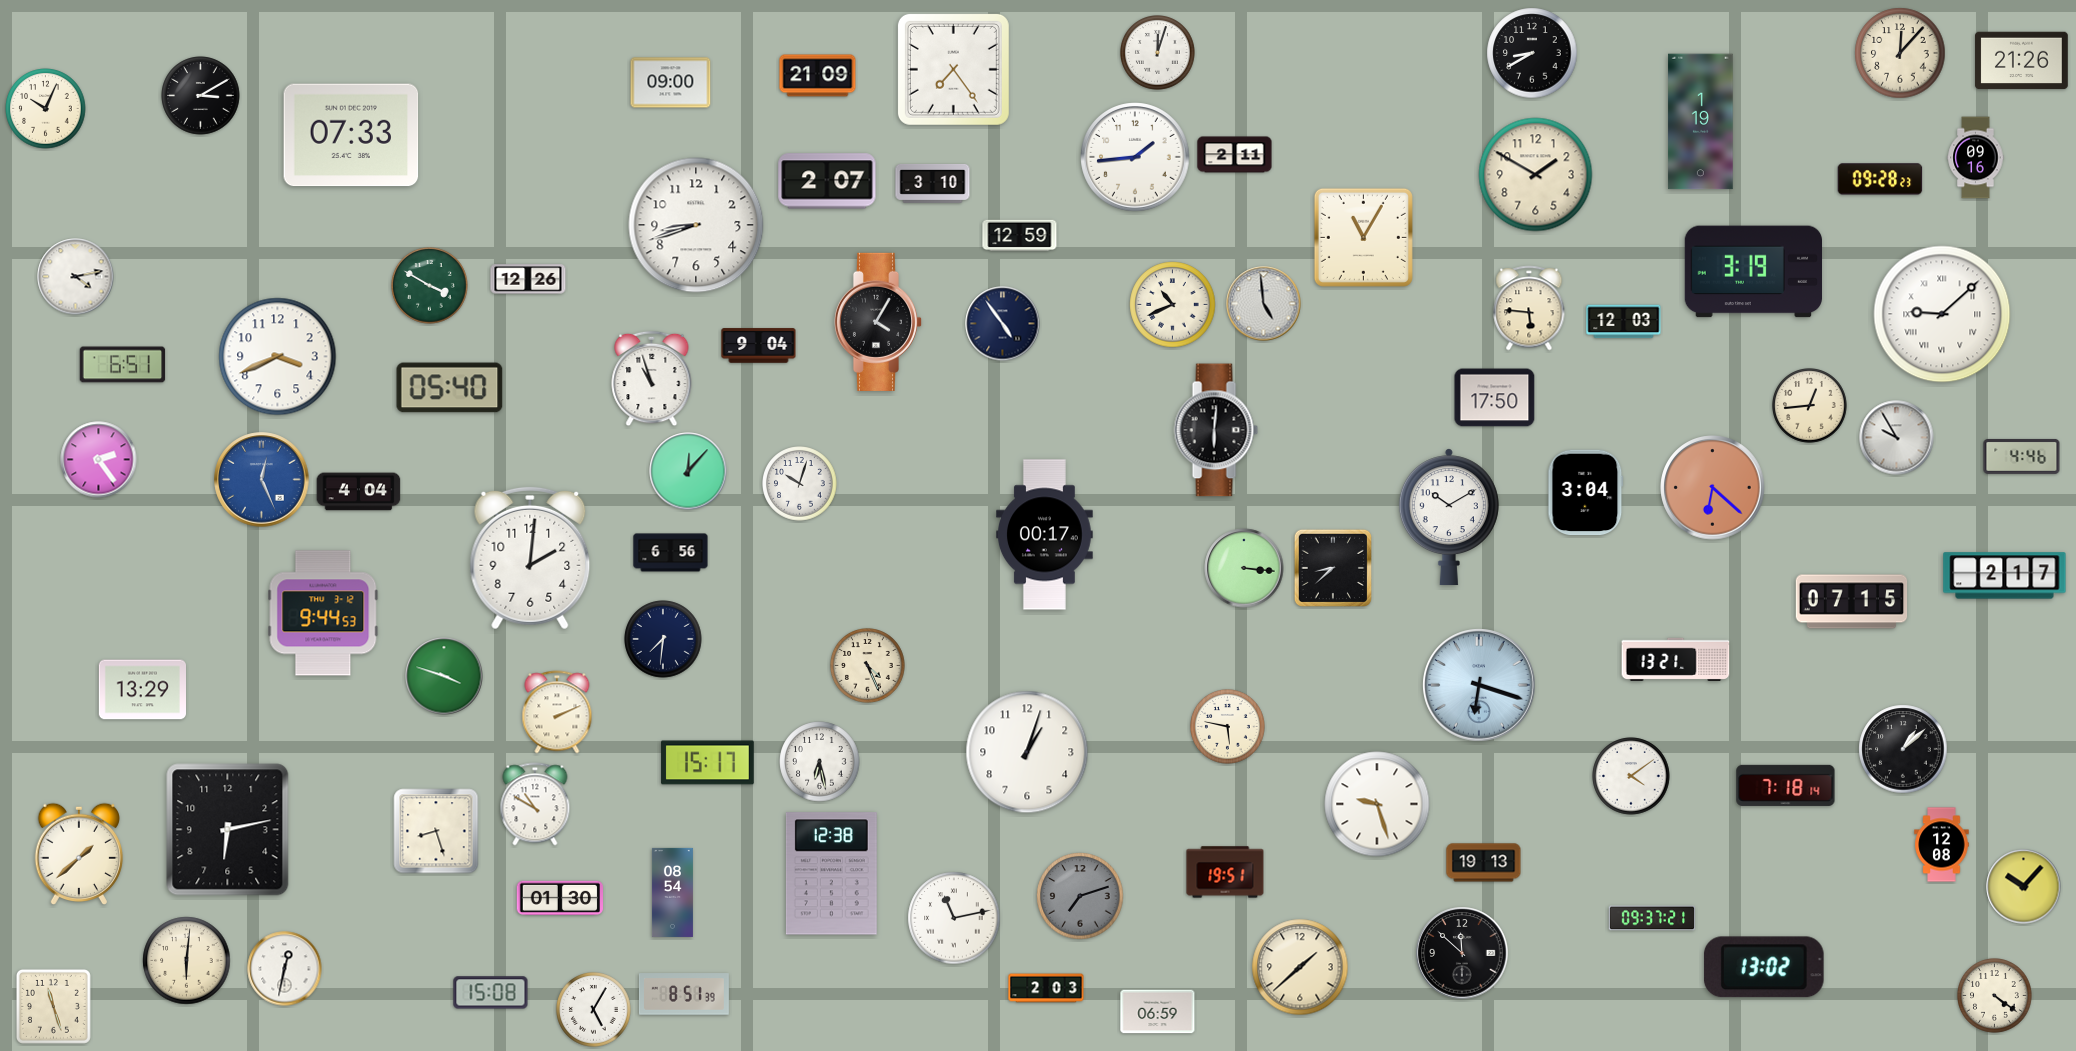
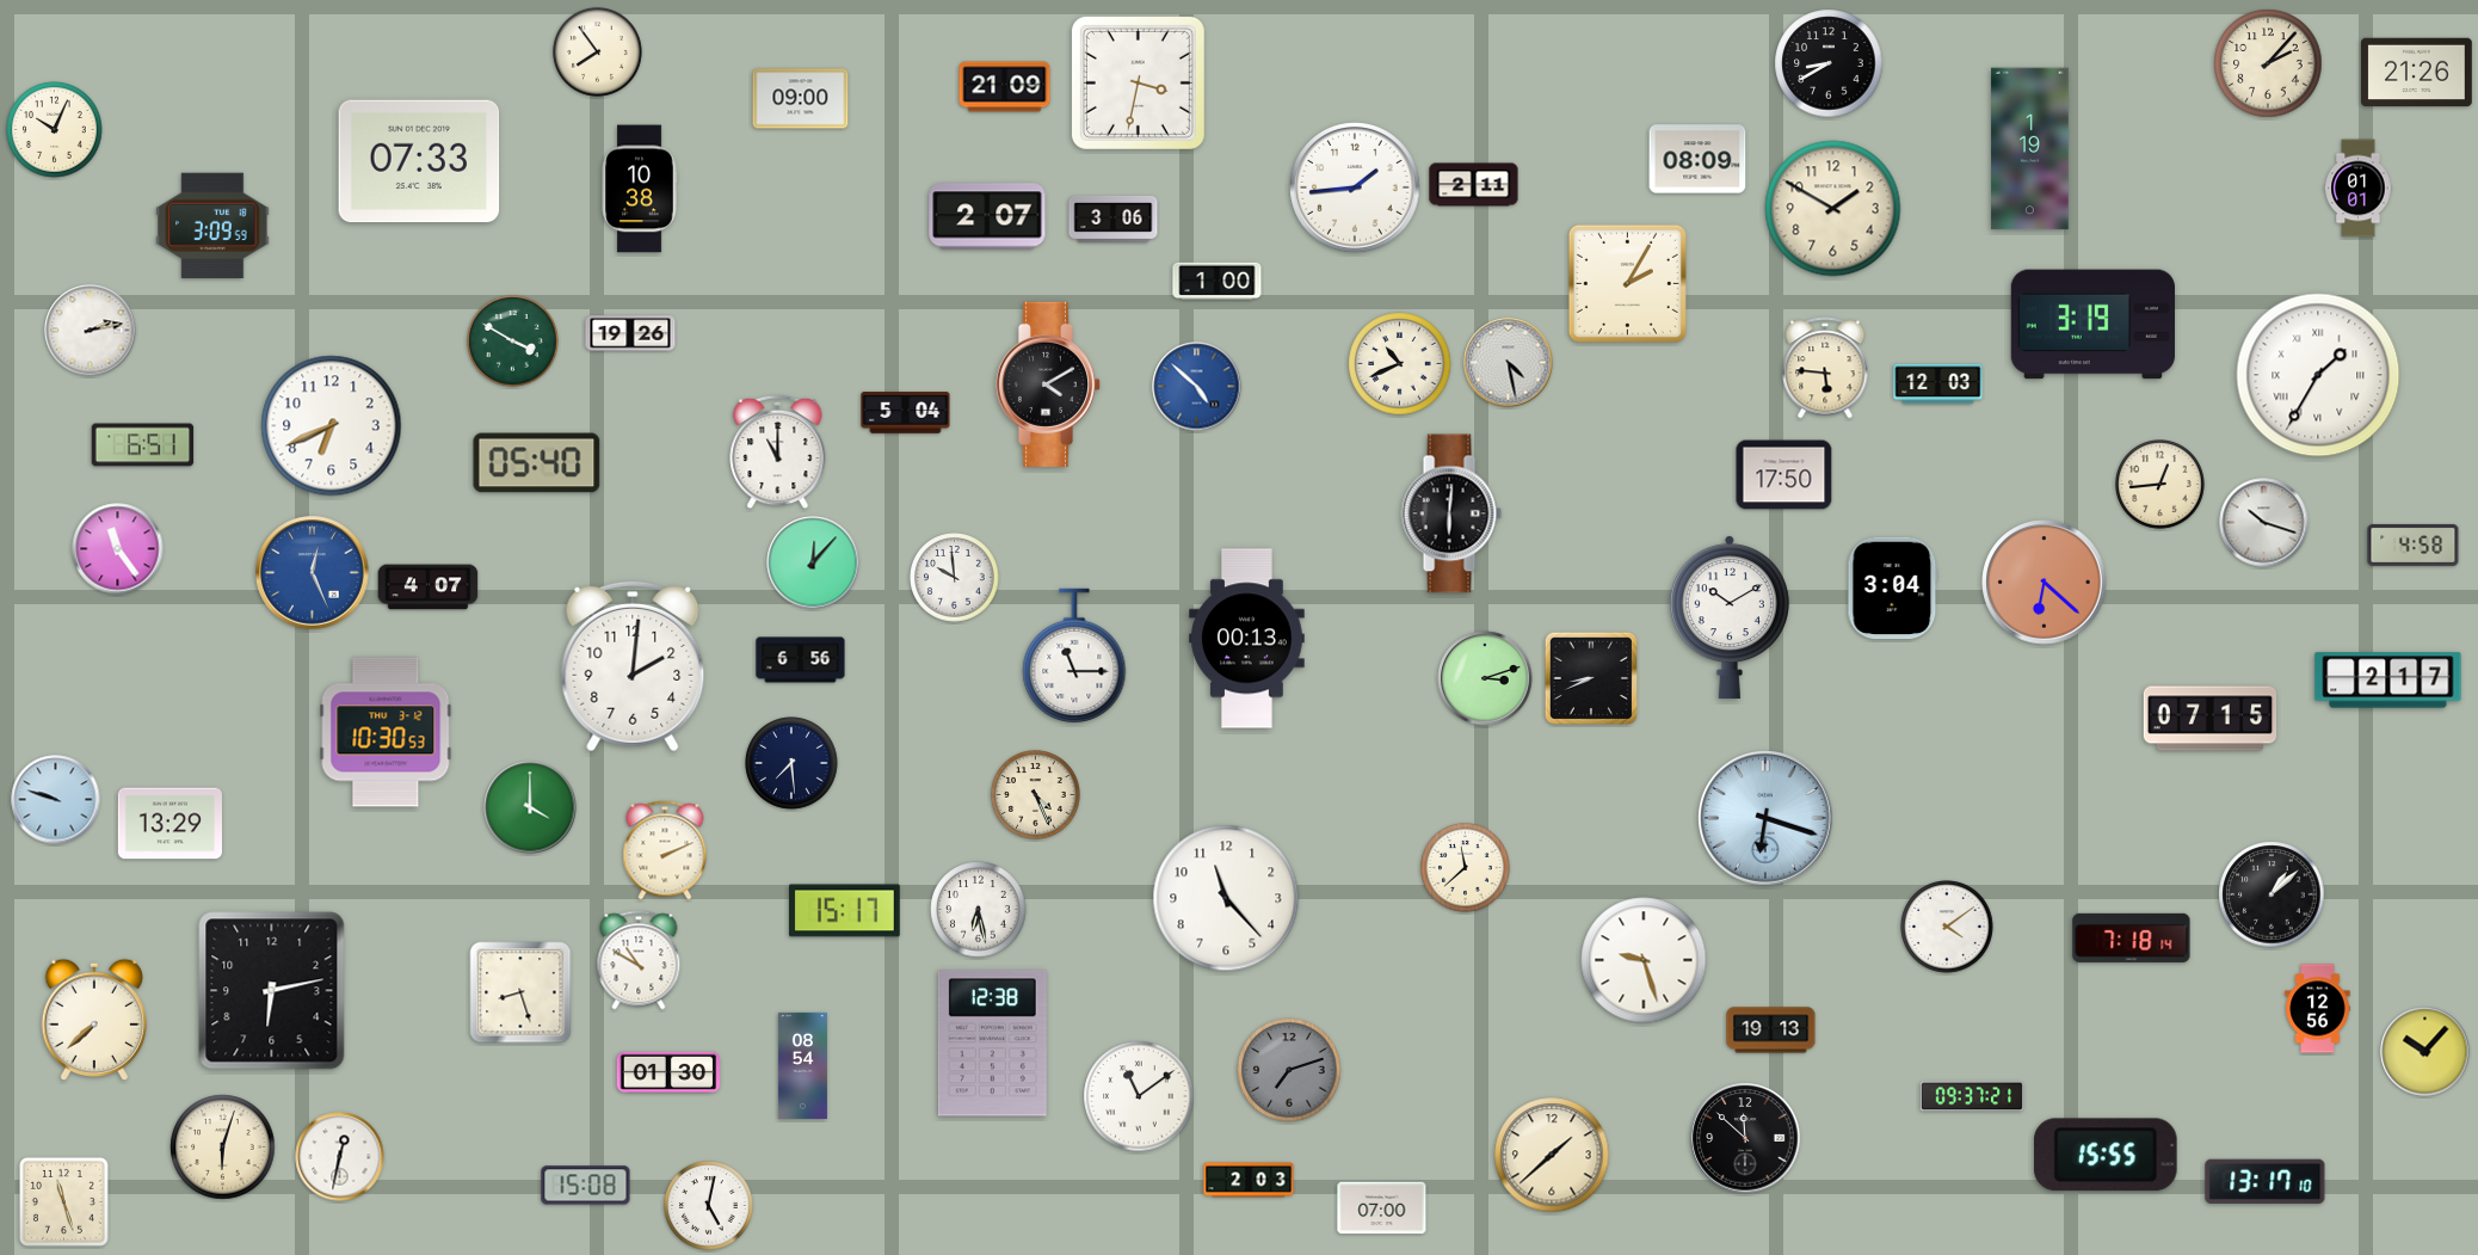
clock at (598, 53): none -> 7:54
clock at (1158, 53): 12:03 -> none
clock at (1900, 53): 12:07 -> 2:07
clock at (2022, 61) position: (2022, 61) -> (2417, 73)
clock at (953, 69): 7:24 -> 3:32
clock at (818, 76) position: (818, 76) -> (1005, 87)
clock at (201, 96): 3:10 -> none
clock at (1701, 122) position: (1701, 122) -> (2030, 149)
clock at (1697, 159): none -> 08:09
clock at (640, 189): none -> 10:38
clock at (1976, 158): 09:16 -> 01:01
clock at (1880, 179): 09:28 -> none
clock at (933, 183): 3:10 -> 3:06
clock at (212, 224): none -> 3:09
clock at (696, 225): 8:42 -> none
clock at (1020, 236): 12:59 -> 1:00
clock at (1363, 237): 11:05 -> 2:05
clock at (76, 277): 4:13 -> 2:13
clock at (528, 279): 12:26 -> 19:26
clock at (1264, 304): 4:59 -> 4:28
clock at (1942, 314): 9:08 -> 1:35
clock at (878, 322): 4:05 -> 4:10
clock at (1003, 324): 4:54 -> 4:52
clock at (1003, 324) dial: navy -> blue
clock at (759, 346): 9:04 -> 5:04
clock at (278, 357): 3:41 -> 6:41
clock at (123, 365) position: (123, 365) -> (143, 445)
clock at (652, 379): 10:57 -> 11:00
clock at (1897, 438): 9:55 -> 10:18
clock at (2022, 457): 4:46 -> 4:58
clock at (99, 460): 2:24 -> 11:24
clock at (688, 471) position: (688, 471) -> (813, 562)
clock at (800, 484): 10:03 -> 9:59
clock at (359, 492): 4:04 -> 4:07
clock at (1045, 535): 00:17 -> 00:13
clock at (1074, 656): none -> 11:15
clock at (1332, 567): 8:38 -> 8:41
clock at (1244, 568): 3:16 -> 3:12
clock at (2005, 576) position: (2005, 576) -> (2388, 681)
clock at (323, 613): 9:44 -> 10:30
clock at (663, 639): 7:31 -> 7:29
clock at (1676, 659): 13:21 -> none
clock at (56, 800): none -> 9:48
clock at (444, 676): 3:48 -> 4:00
clock at (1228, 727): 5:47 -> 11:38
clock at (1027, 752): 1:03 -> 11:23
clock at (1942, 845): 12:08 -> 12:56
clock at (78, 854): 1:38 -> 7:38
clock at (1225, 872): 19:51 -> none
clock at (2024, 887) position: (2024, 887) -> (2425, 1052)
clock at (954, 918): 11:13 -> 11:09
clock at (187, 961): 6:01 -> 6:03
clock at (1764, 967): 13:02 -> 15:55
clock at (2266, 1181): none -> 13:17
clock at (684, 994): 8:51 -> none
clock at (1995, 996): 4:21 -> none
clock at (594, 1010): 5:05 -> 5:02
clock at (1158, 1012): 06:59 -> 07:00
